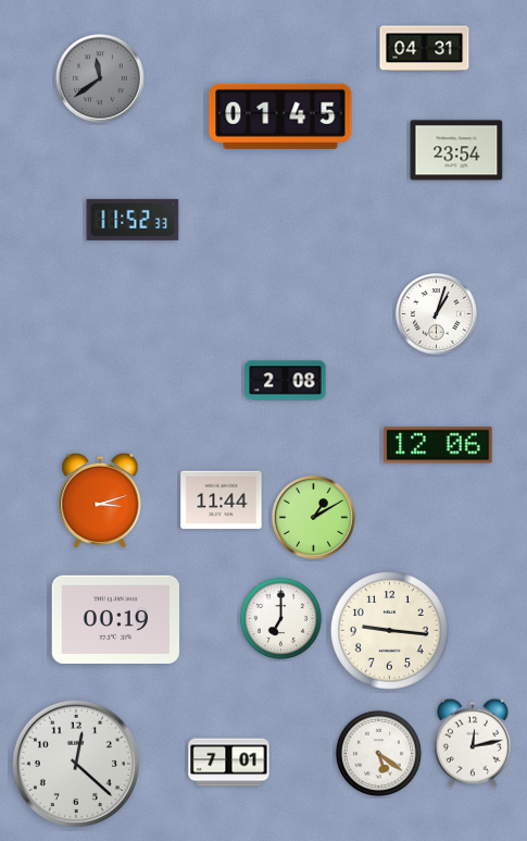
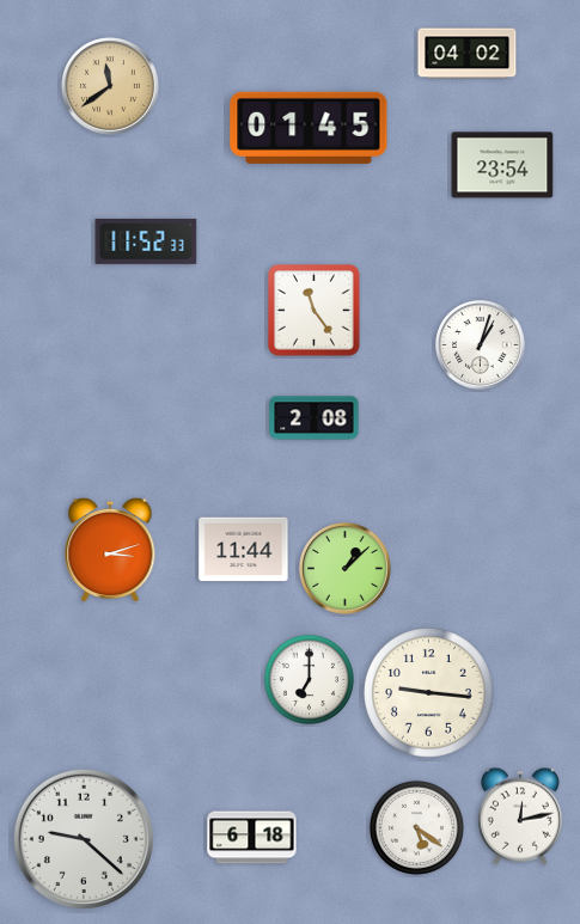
clock at (425, 49): 04:31 -> 04:02
clock at (101, 79) dial: grey -> champagne
clock at (315, 311): none -> 11:24
clock at (438, 445): 12:06 -> none
clock at (314, 518): 1:10 -> 1:08
clock at (115, 619): 00:19 -> none
clock at (229, 763): 7:01 -> 6:18
clock at (76, 764): 12:22 -> 9:22
